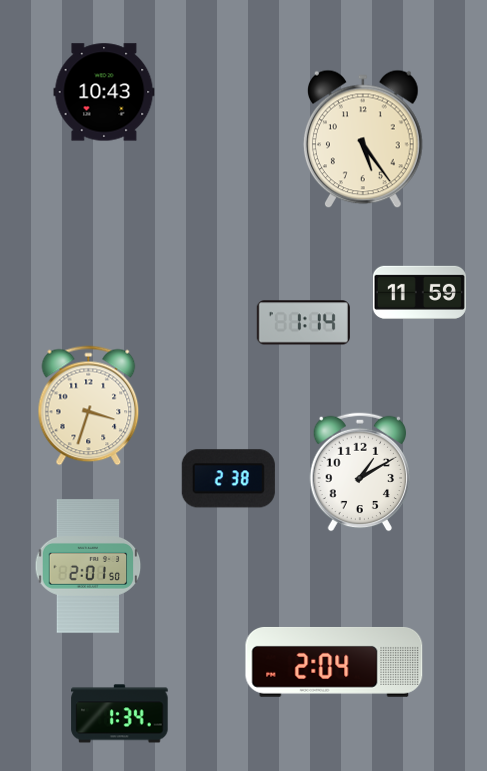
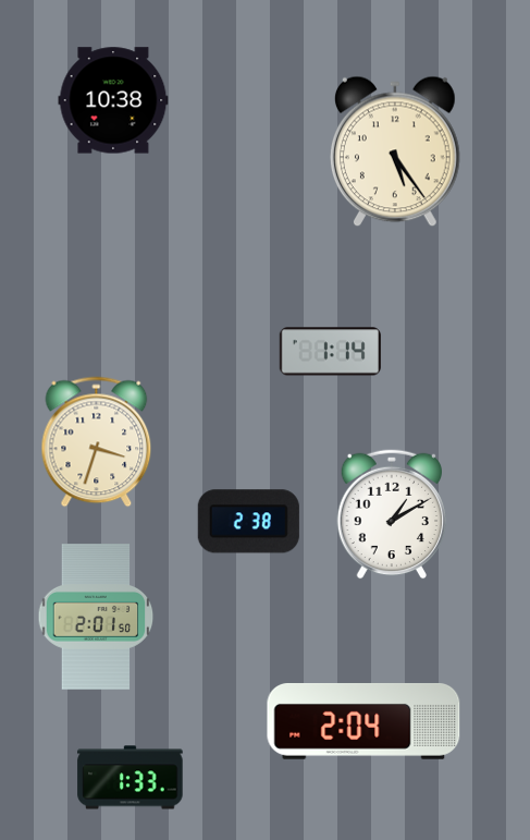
clock at (104, 92): 10:43 -> 10:38
clock at (419, 292): 11:59 -> none
clock at (120, 714): 1:34 -> 1:33
